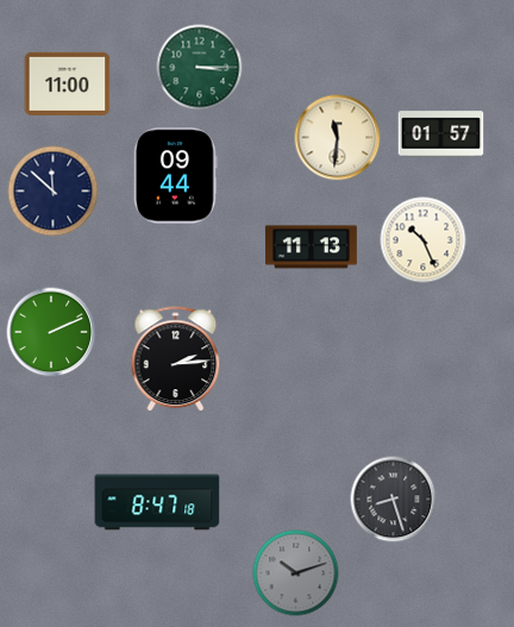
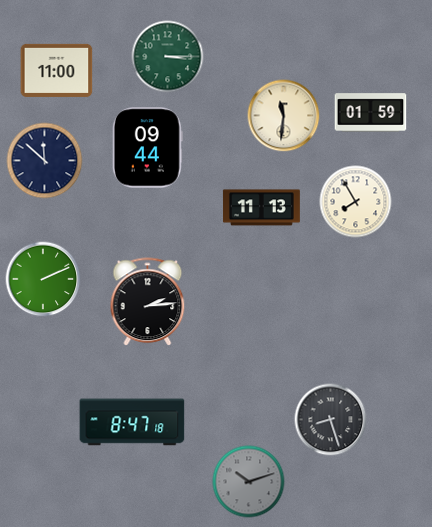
clock at (441, 134): 01:57 -> 01:59
clock at (424, 240): 10:26 -> 7:55
